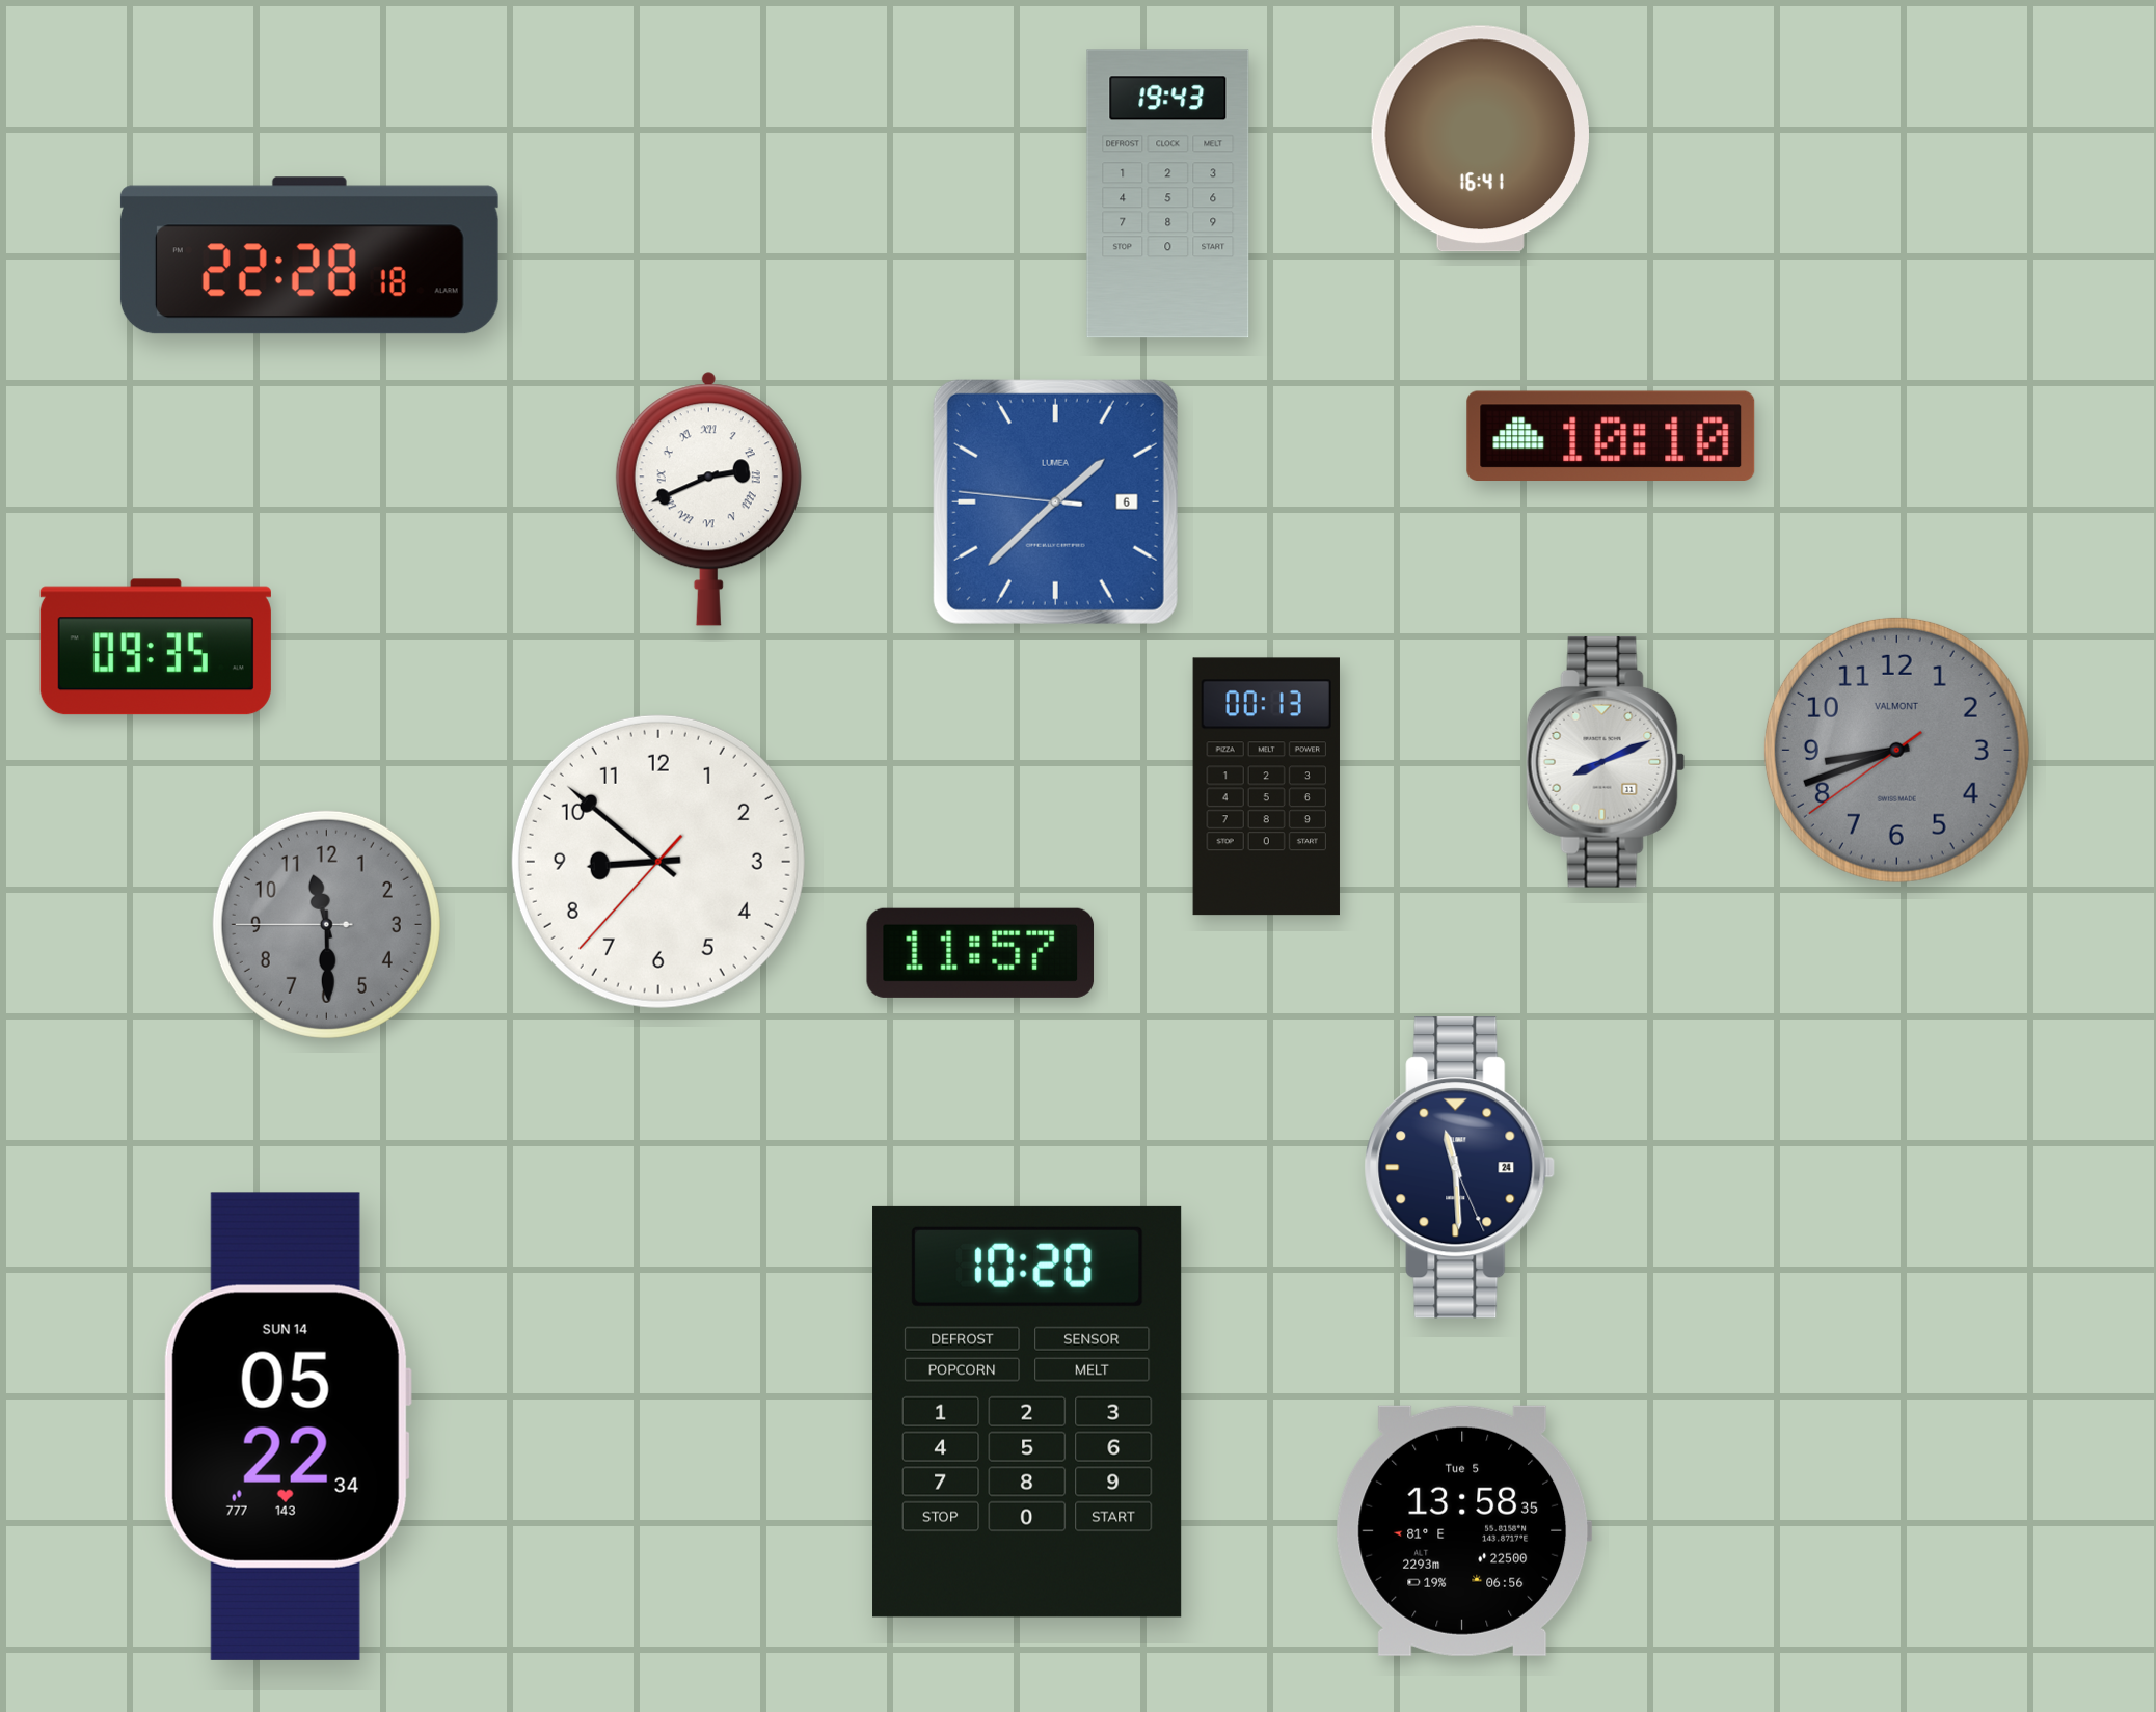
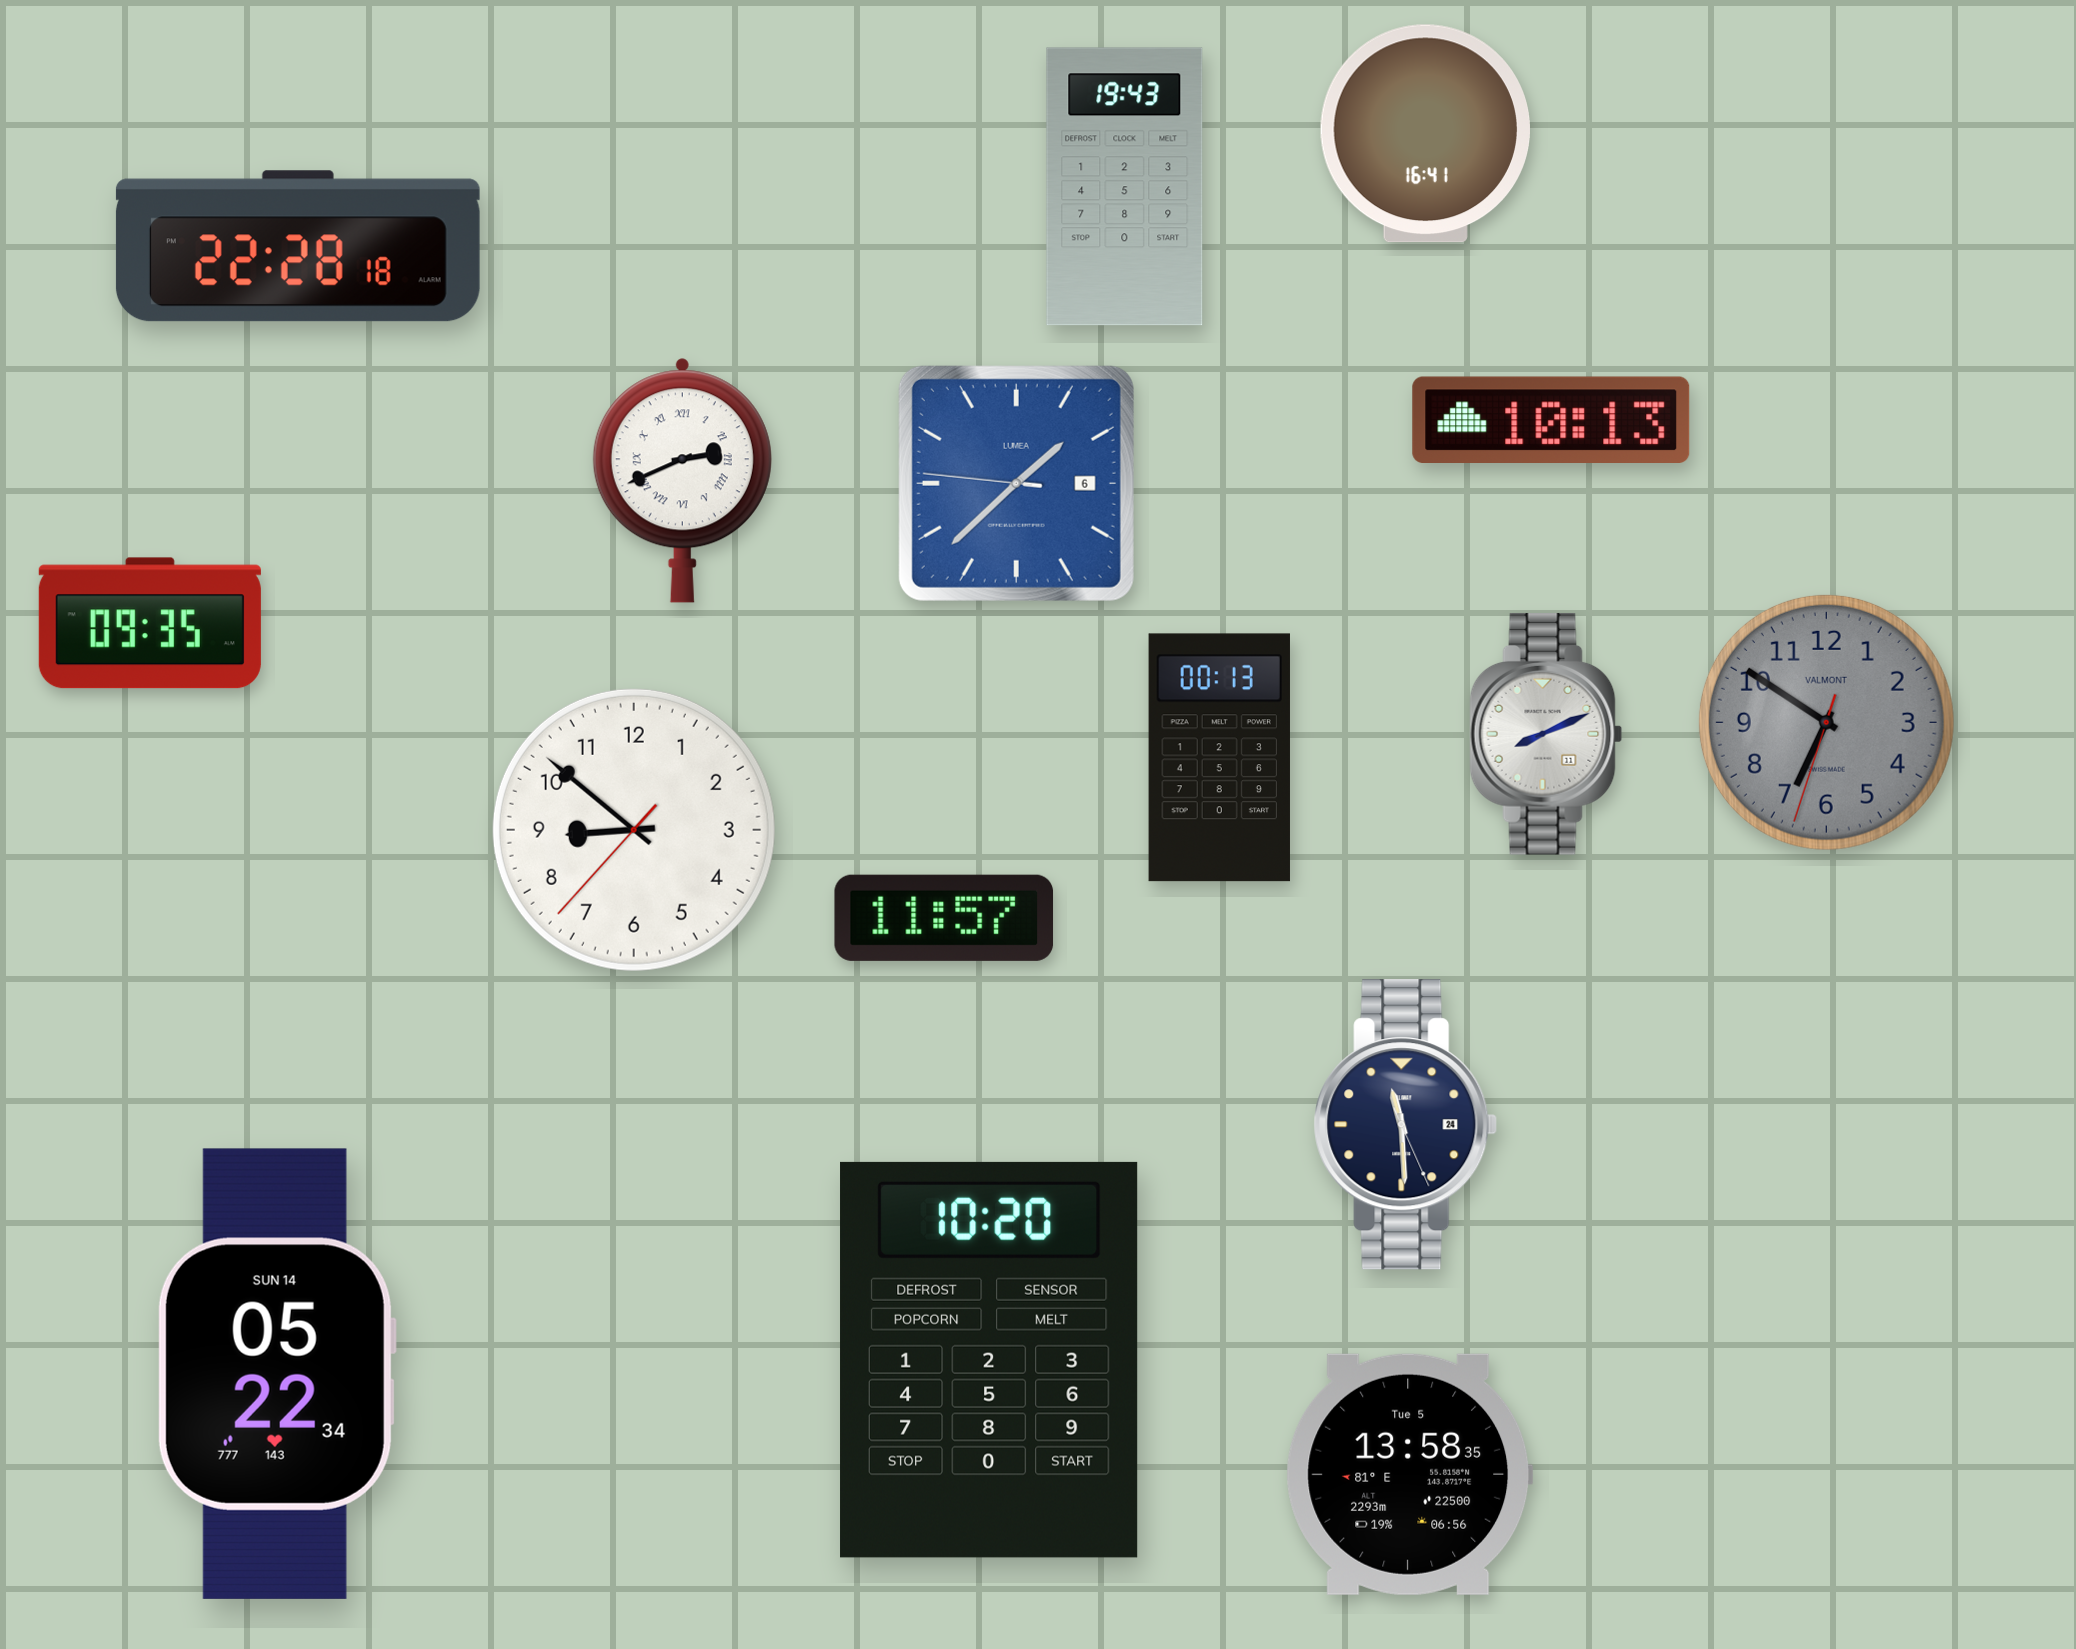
clock at (1611, 435): 10:10 -> 10:13
clock at (1896, 750): 8:41 -> 6:50
clock at (326, 924): 11:29 -> none
